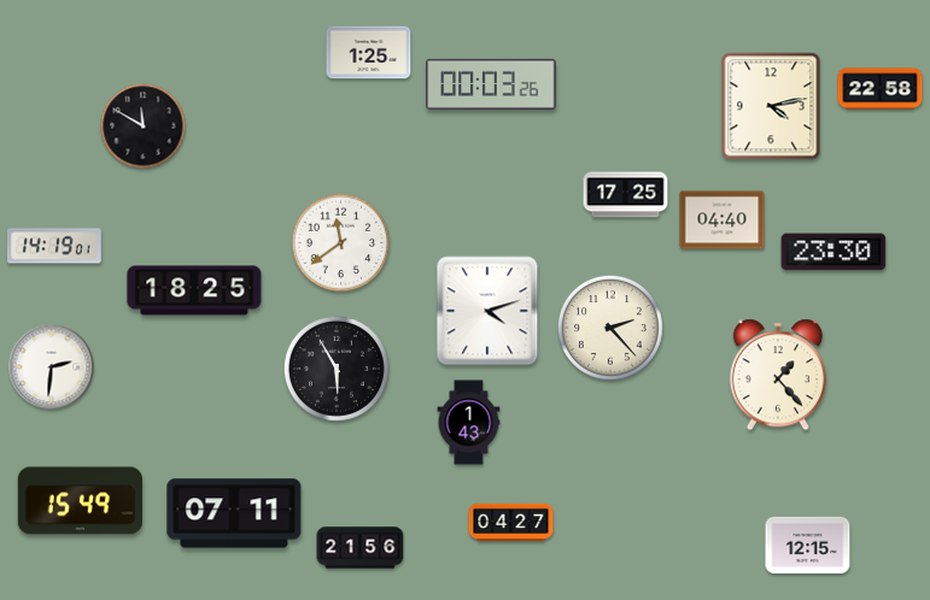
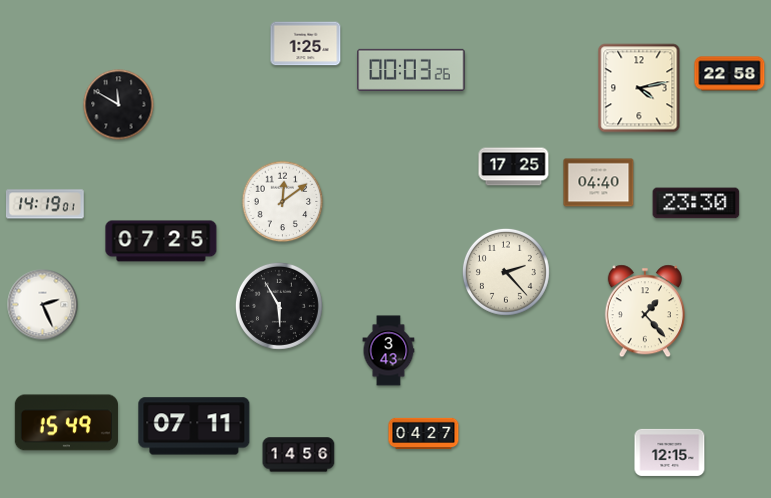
clock at (491, 84) position: (491, 84) -> (411, 70)
clock at (626, 195) position: (626, 195) -> (514, 167)
clock at (341, 243): 11:39 -> 12:09
clock at (834, 252) position: (834, 252) -> (696, 203)
clock at (194, 290): 18:25 -> 07:25
clock at (487, 311): 4:12 -> none
clock at (52, 367): 2:31 -> 2:26
clock at (469, 423): 1:43 -> 3:43
clock at (80, 501) position: (80, 501) -> (66, 423)
clock at (361, 548): 21:56 -> 14:56
